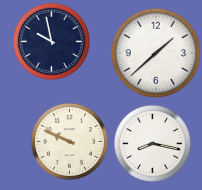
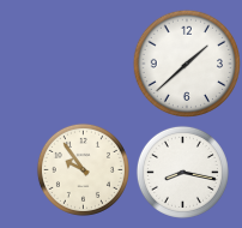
clock at (51, 41): 9:58 -> none
clock at (69, 141): 9:49 -> 9:54
